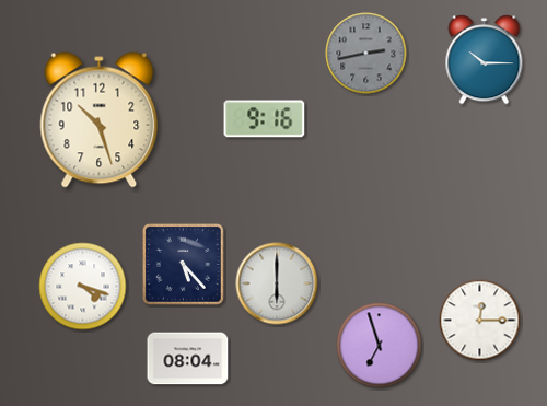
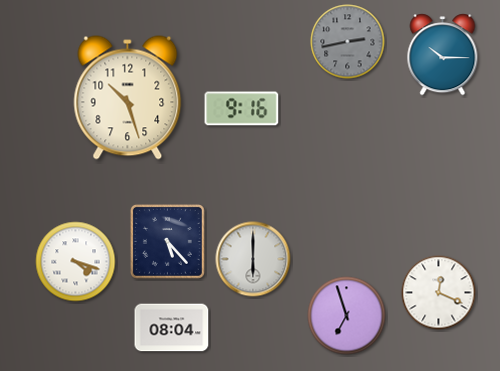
clock at (366, 54) position: (366, 54) -> (348, 42)
clock at (100, 120) position: (100, 120) -> (128, 98)
clock at (480, 321): 12:15 -> 12:19
